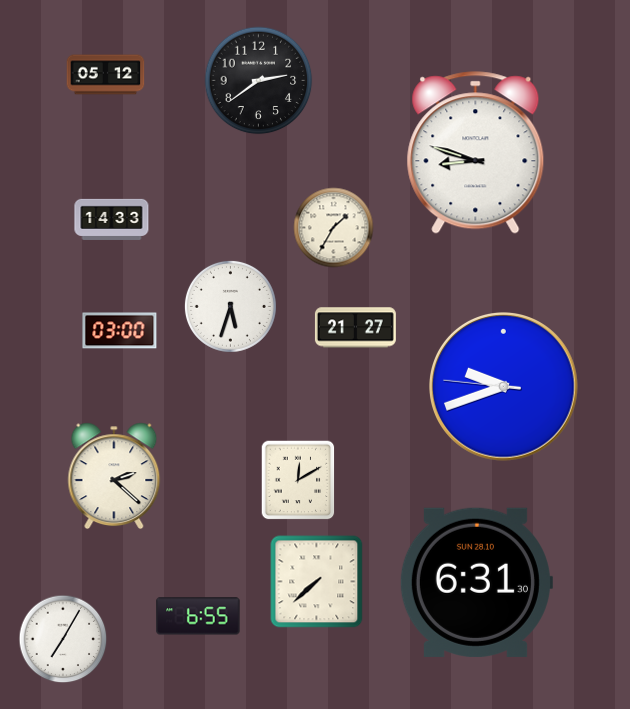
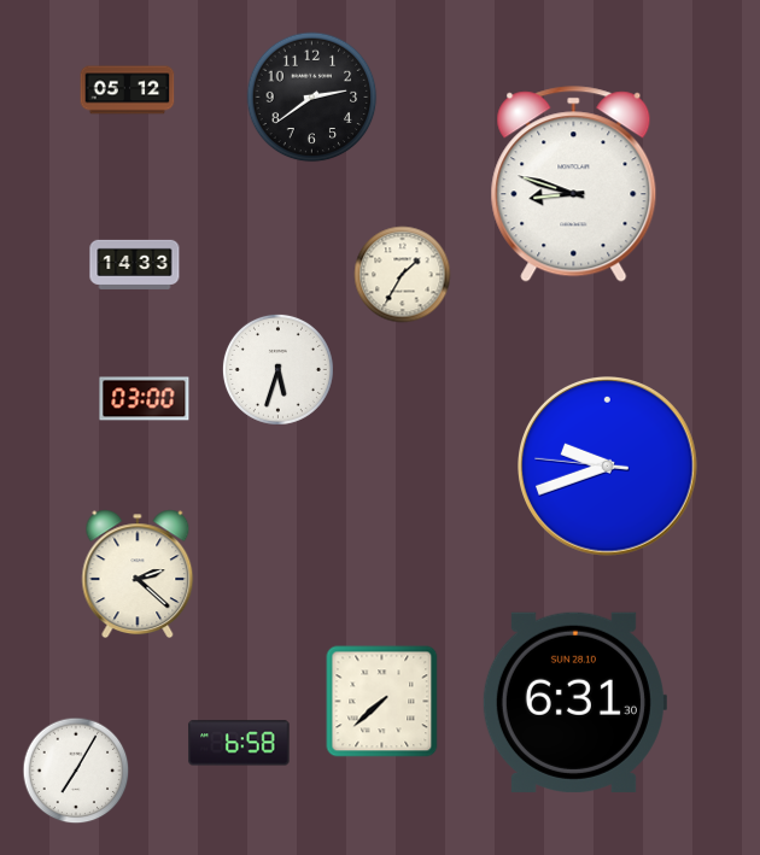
clock at (355, 328): 21:27 -> none
clock at (298, 480): 12:10 -> none
clock at (198, 616): 6:55 -> 6:58
